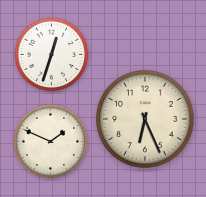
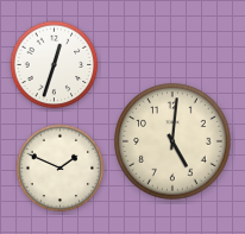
clock at (52, 55) position: (52, 55) -> (55, 65)
clock at (145, 119): 6:26 -> 5:01
